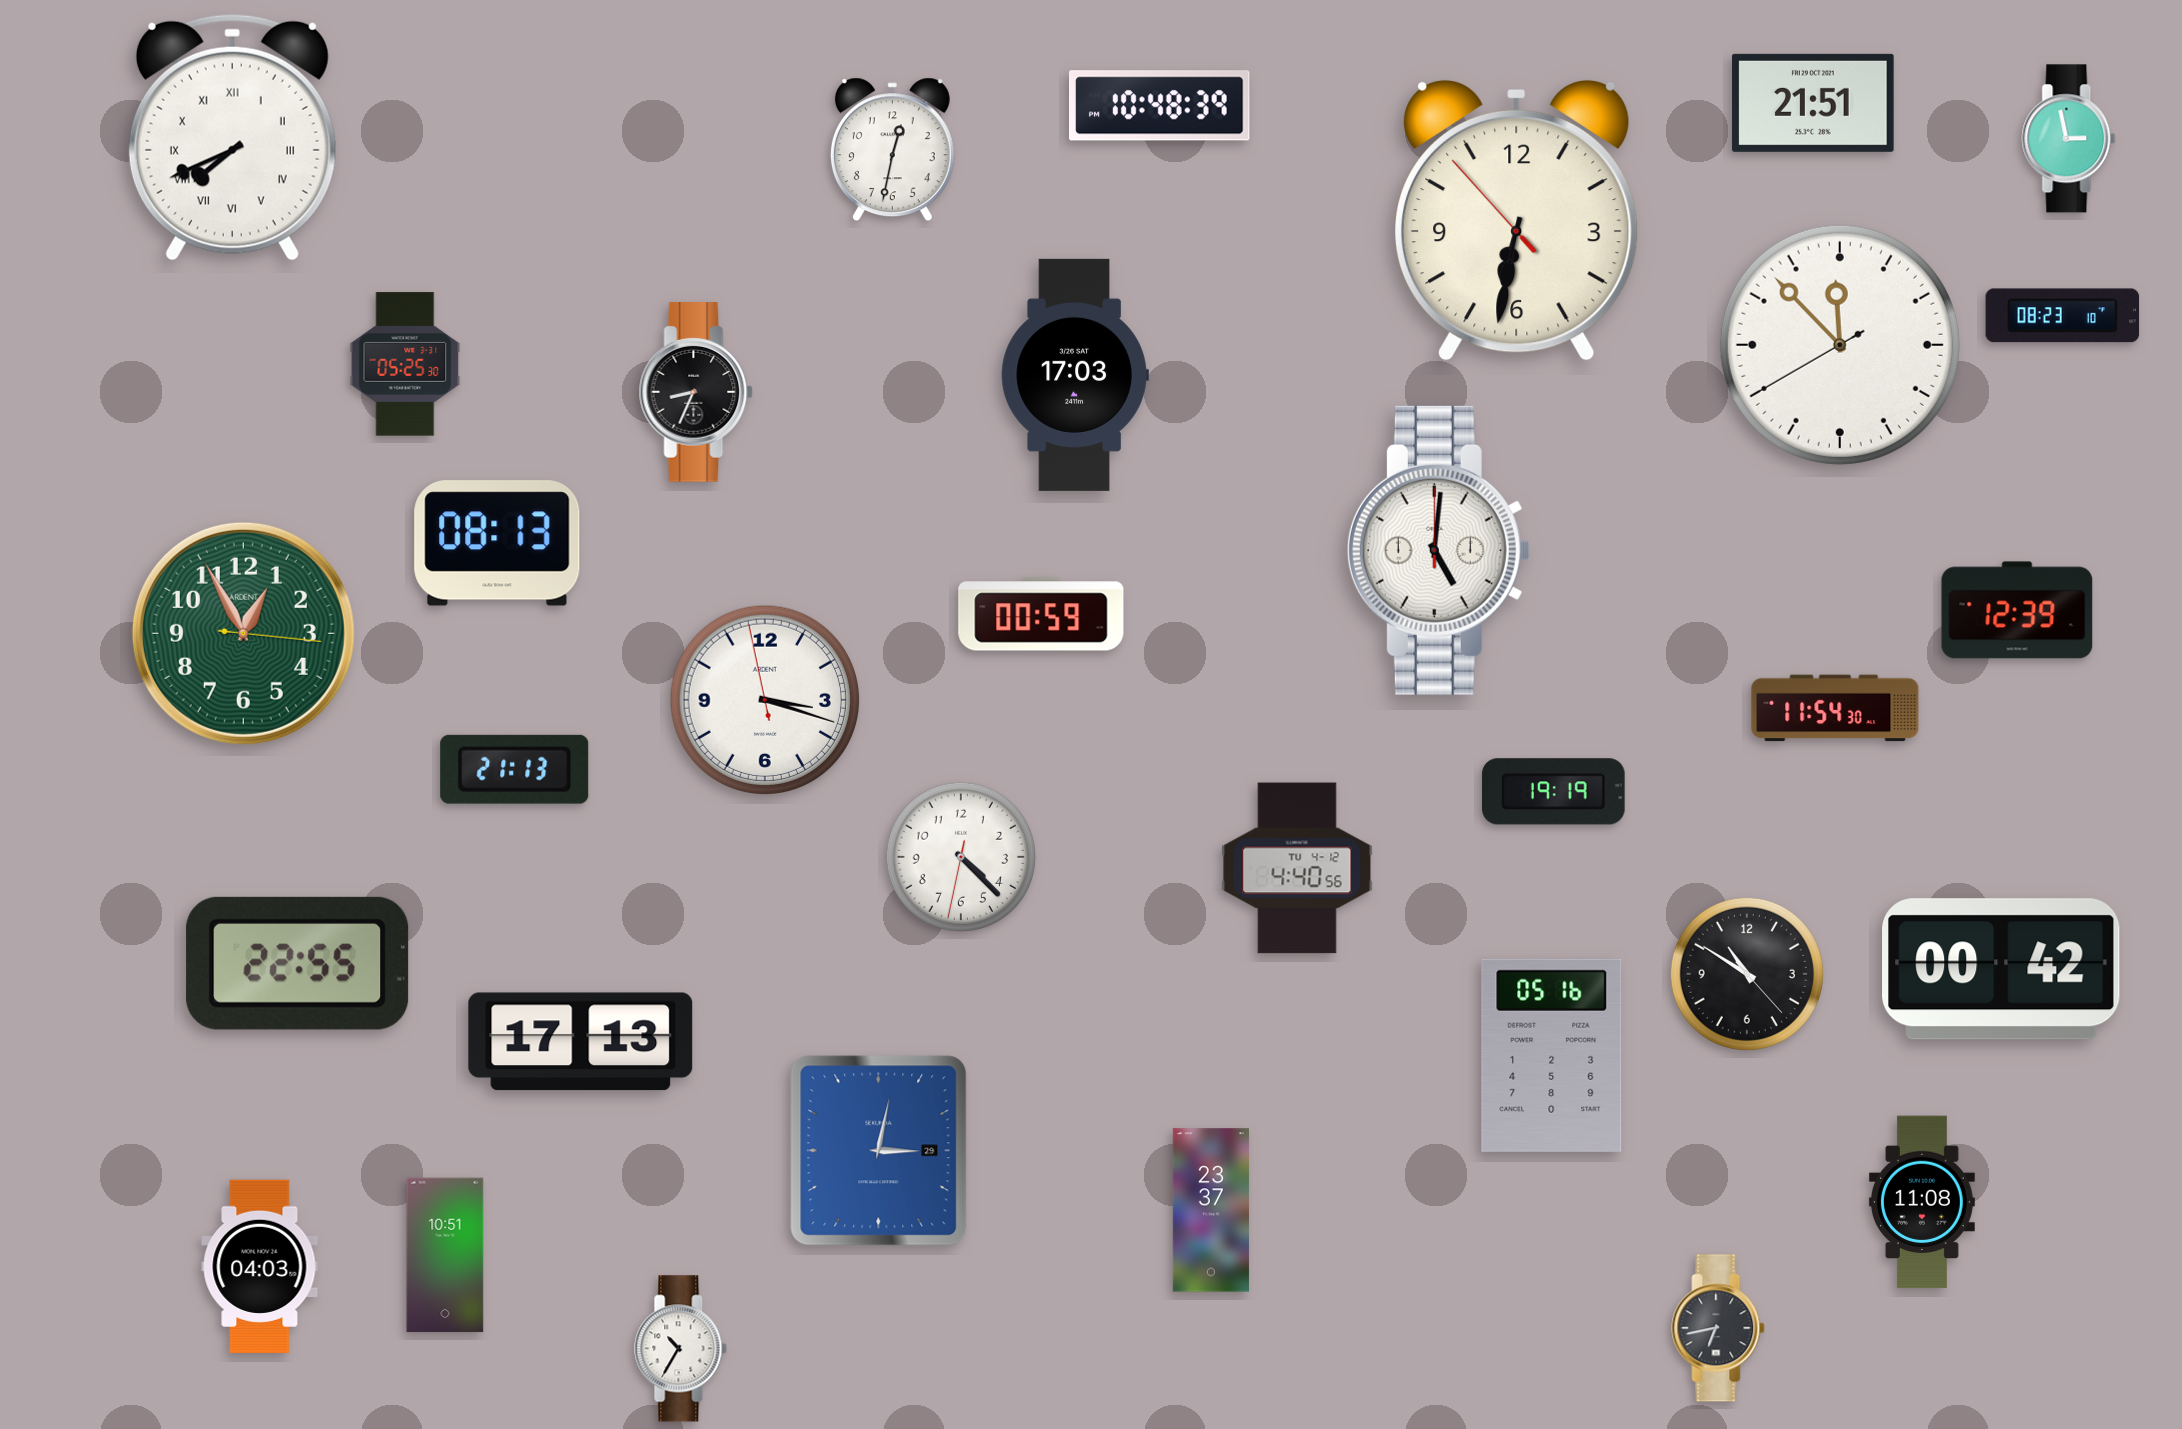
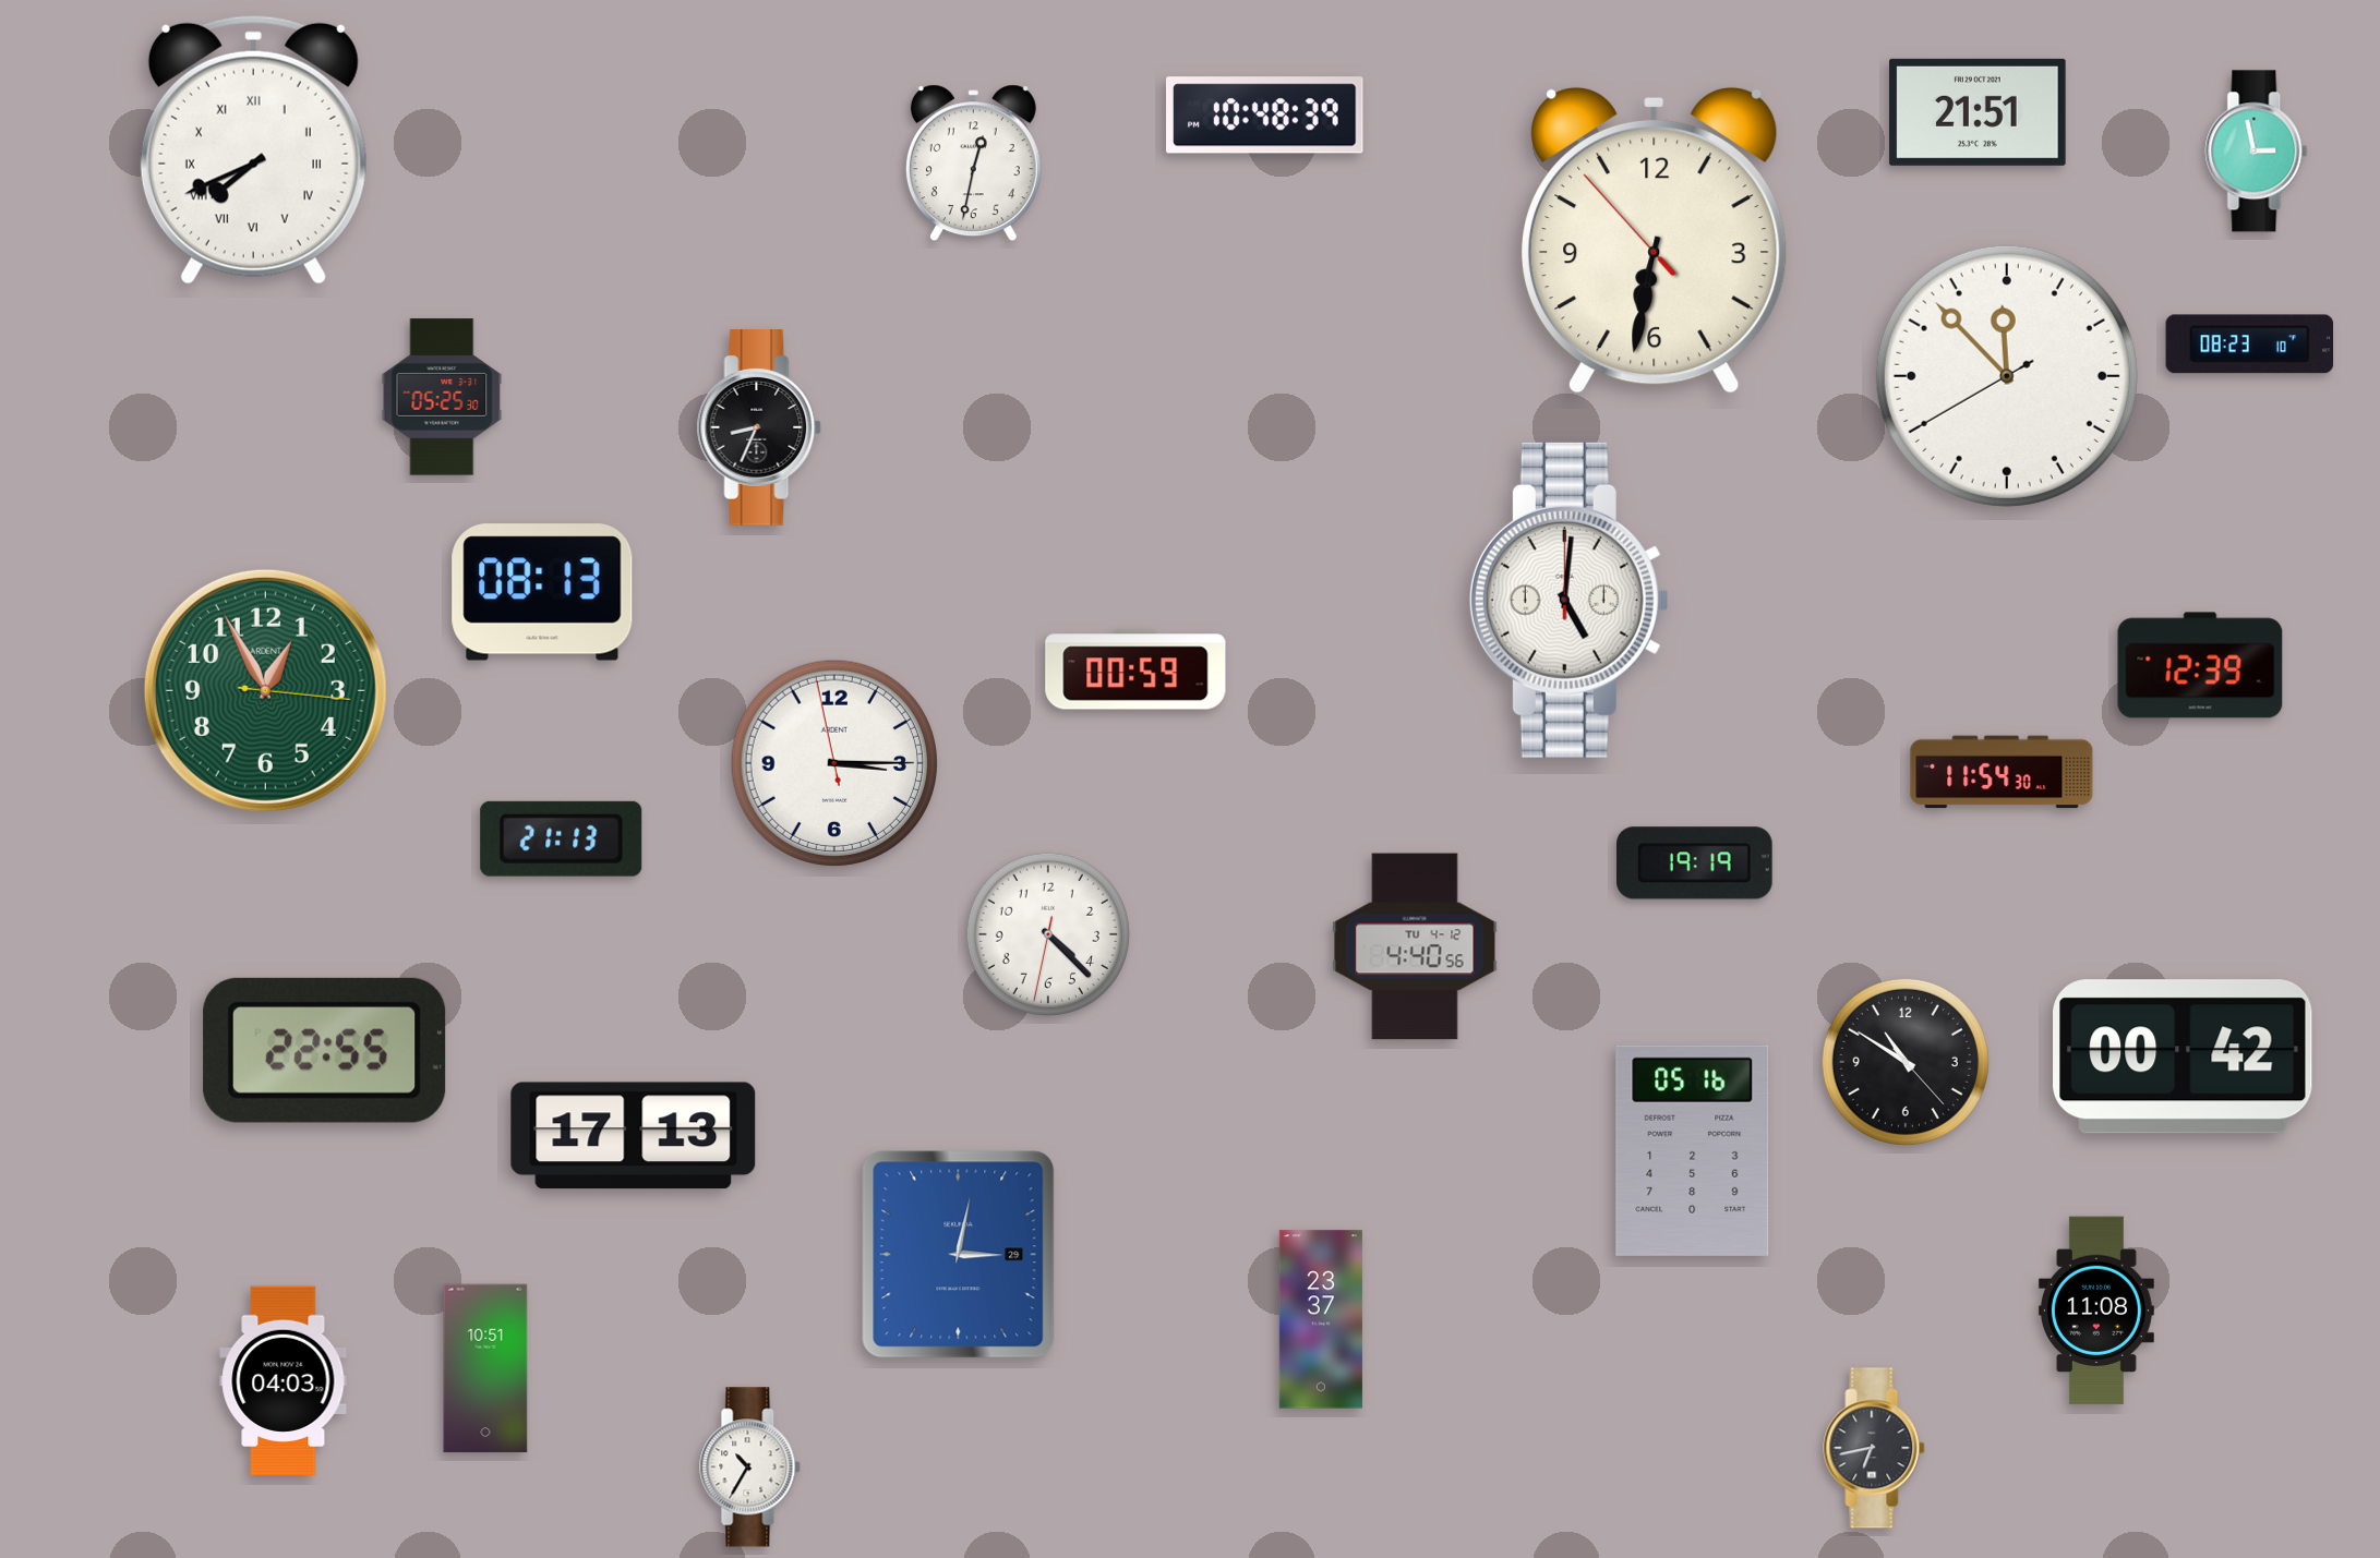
clock at (1075, 375): 17:03 -> none
clock at (764, 699): 3:17 -> 3:14
clock at (681, 1349) position: (681, 1349) -> (750, 1468)
